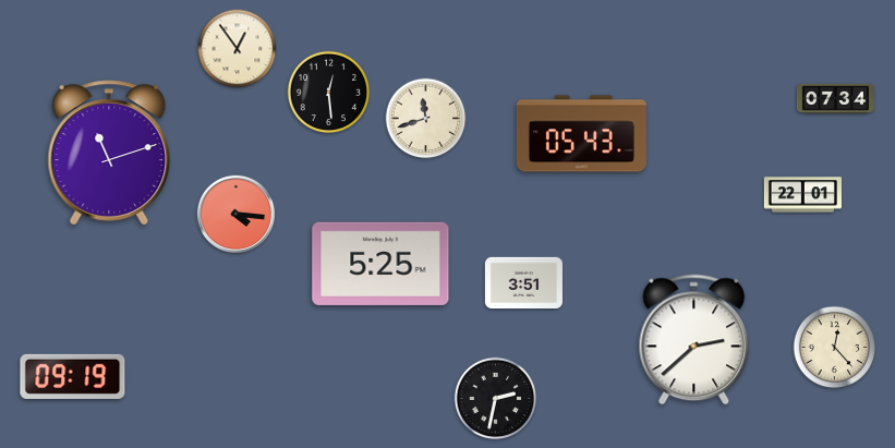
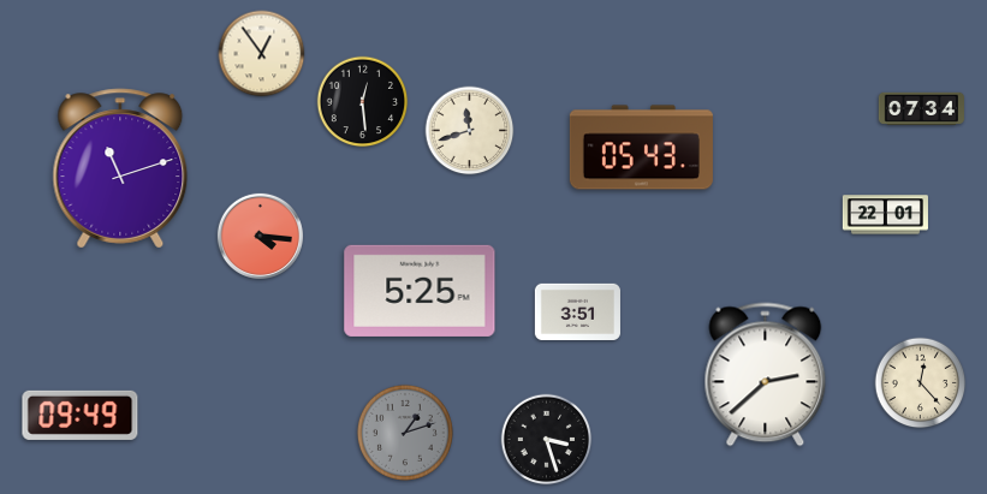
clock at (73, 376): 09:19 -> 09:49
clock at (405, 433): none -> 1:12
clock at (496, 399): 2:32 -> 3:27
